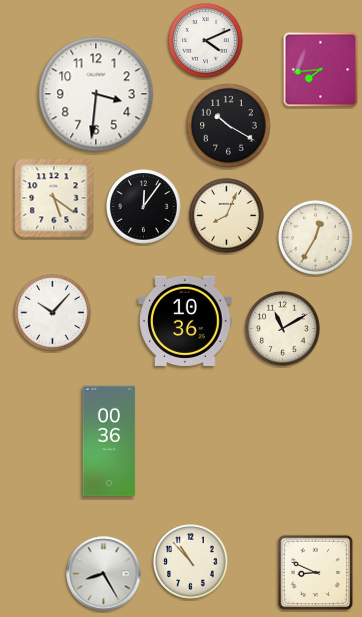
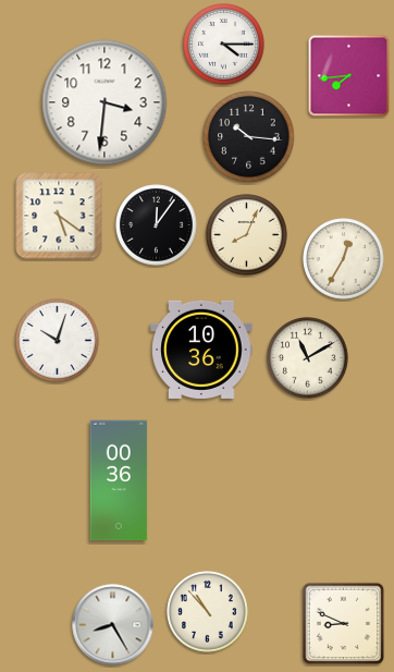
clock at (206, 41): 4:11 -> 4:15
clock at (229, 126): 10:20 -> 10:16
clock at (53, 313): 10:07 -> 10:03
